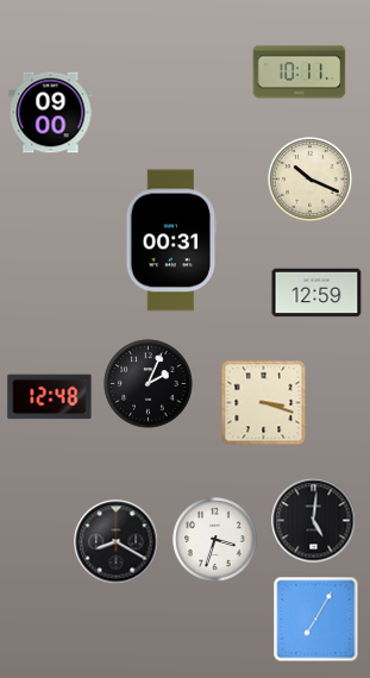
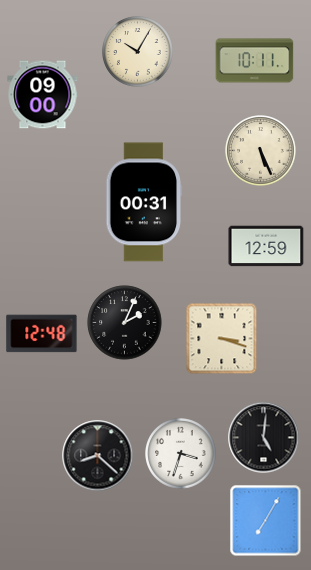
clock at (138, 52): none -> 10:05
clock at (300, 73) position: (300, 73) -> (255, 61)
clock at (311, 180): 10:19 -> 5:26
clock at (117, 542): 8:20 -> 8:22
